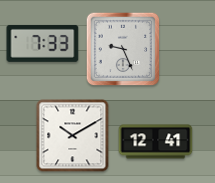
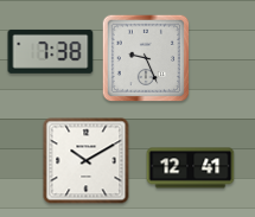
clock at (43, 43): 7:33 -> 7:38
clock at (156, 142) position: (156, 142) -> (191, 168)
